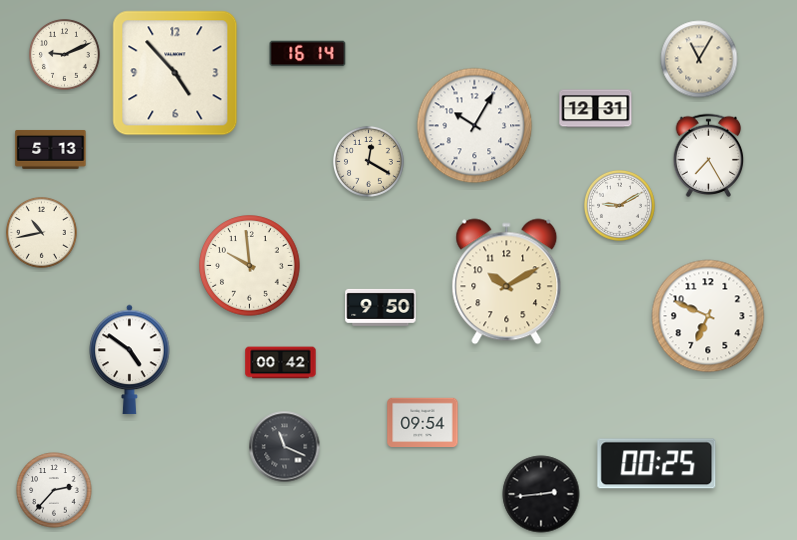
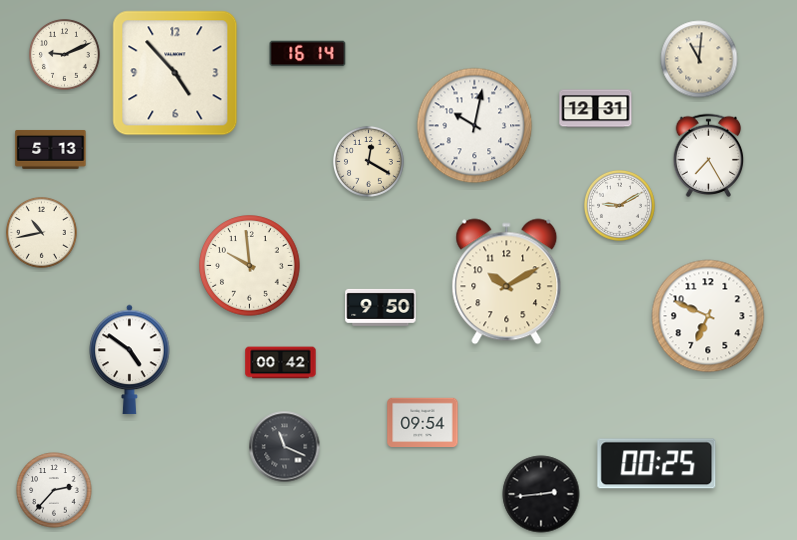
clock at (699, 59): 11:05 -> 11:01
clock at (475, 126): 10:05 -> 10:02
